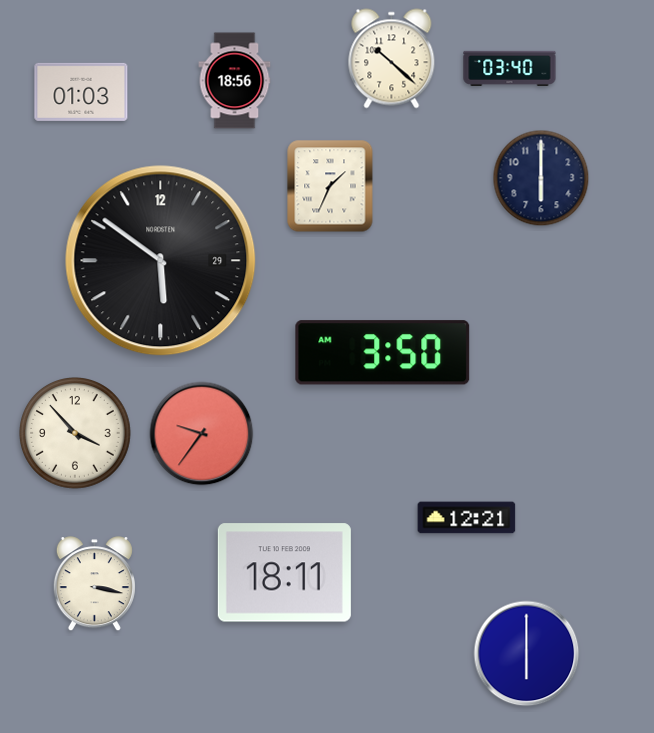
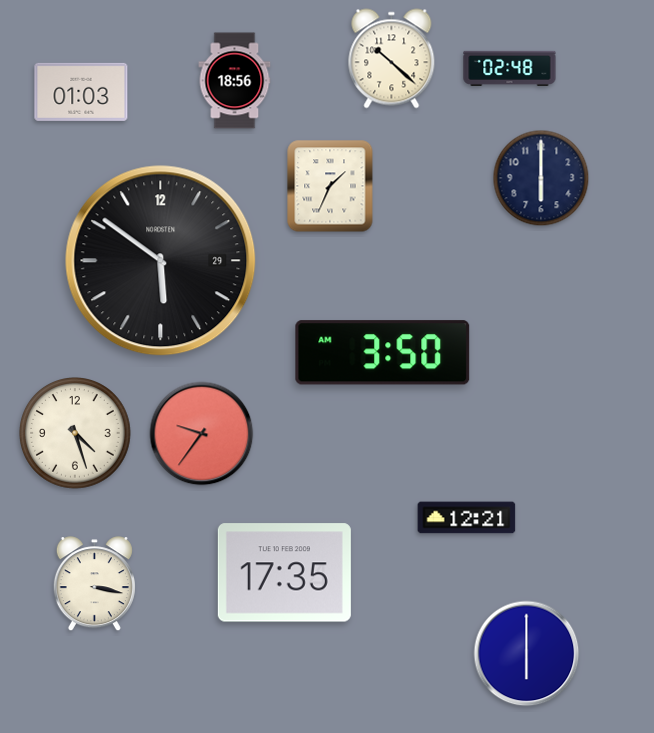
clock at (510, 68): 03:40 -> 02:48
clock at (76, 434): 3:53 -> 4:27
clock at (284, 573): 18:11 -> 17:35
